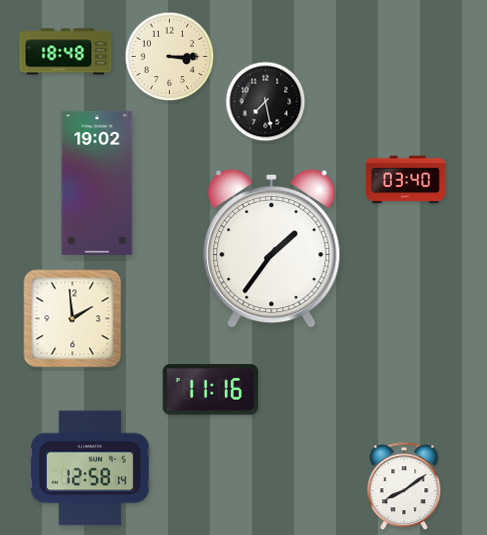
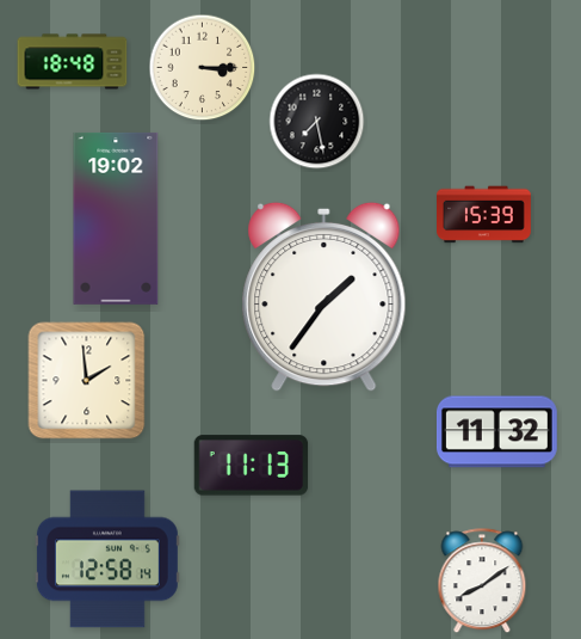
clock at (66, 52) position: (66, 52) -> (73, 62)
clock at (406, 180): 03:40 -> 15:39
clock at (496, 432): none -> 11:32
clock at (211, 390): 11:16 -> 11:13
